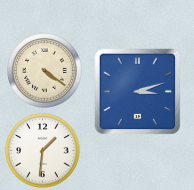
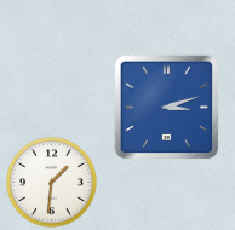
clock at (45, 71): 4:21 -> none
clock at (138, 92) position: (138, 92) -> (167, 108)
